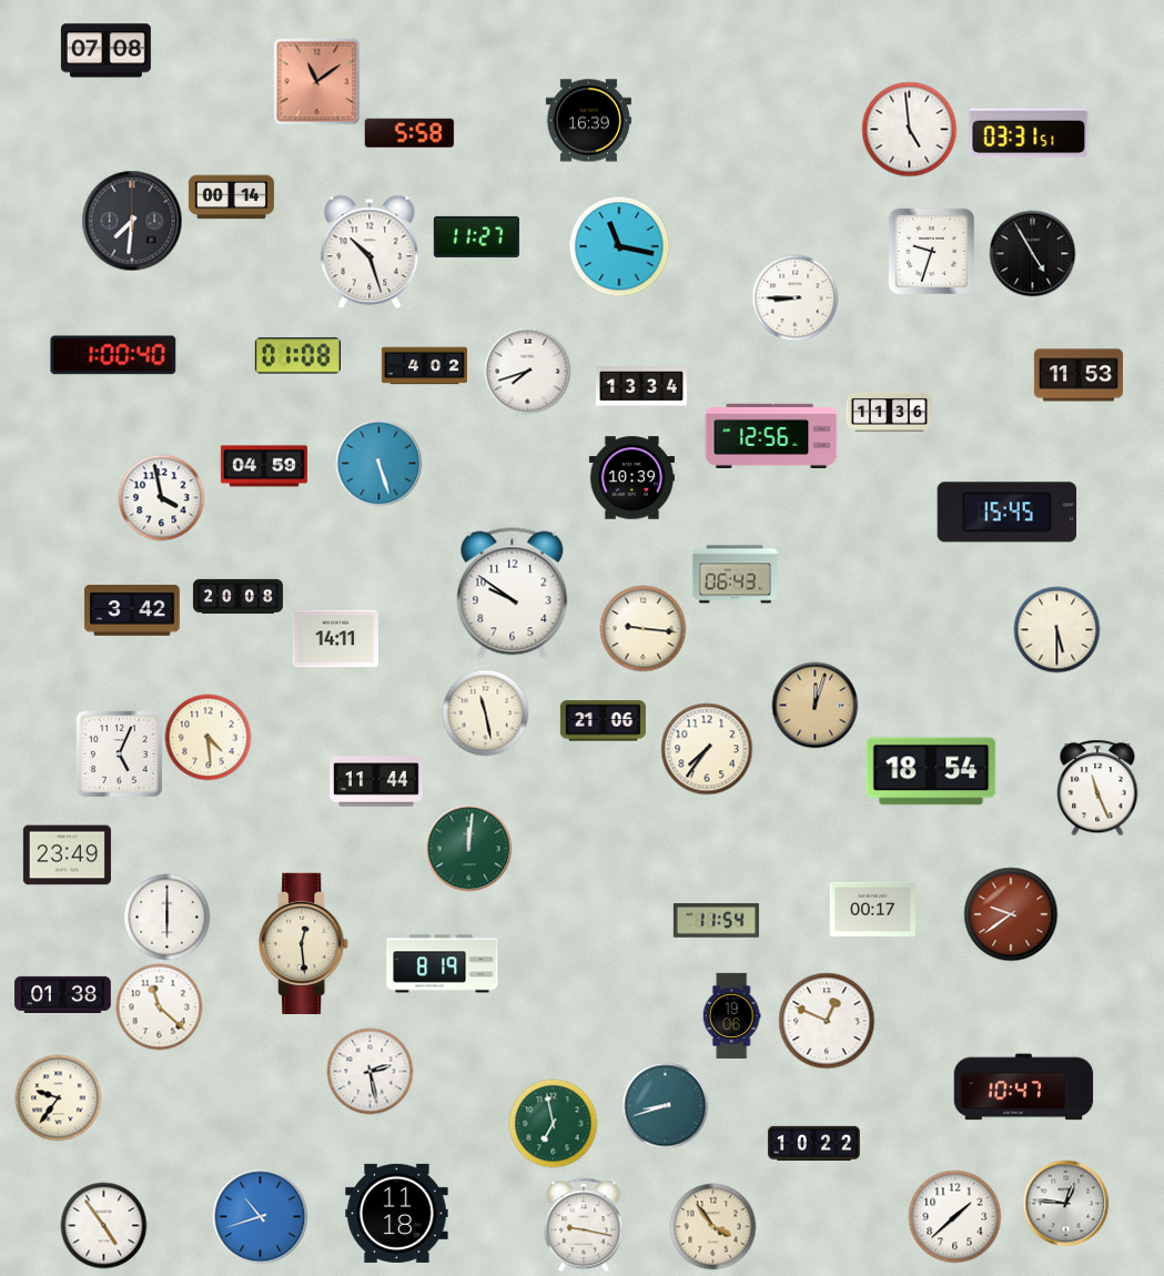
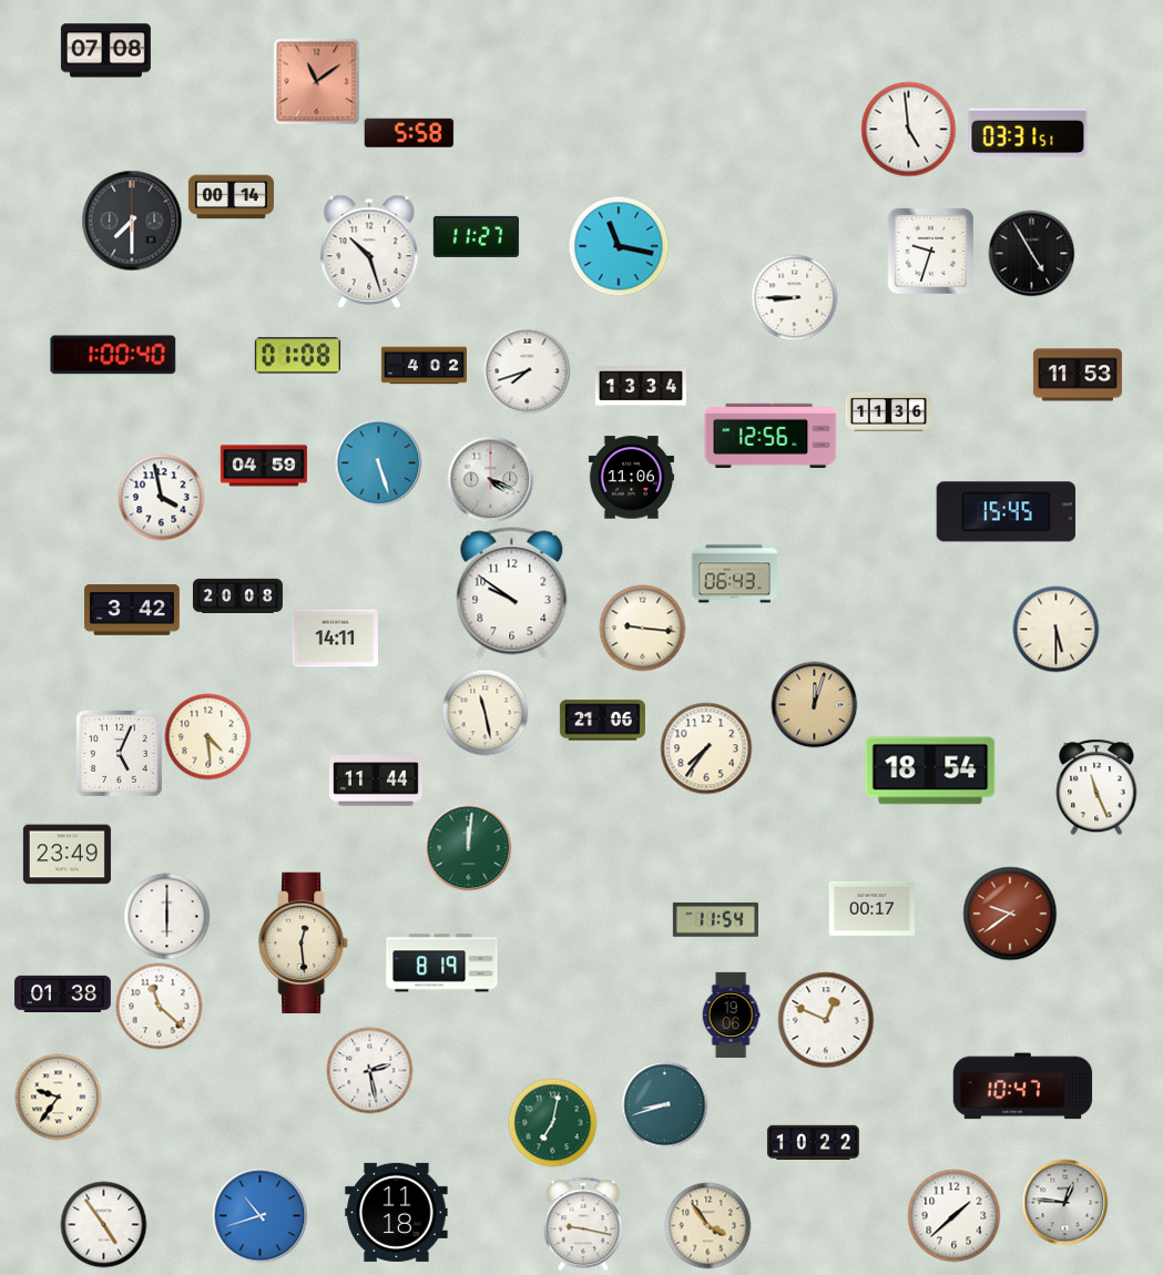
clock at (588, 121): 16:39 -> none
clock at (132, 221): 7:31 -> 7:30
clock at (631, 478): 10:39 -> 11:06
clock at (490, 479): none -> 4:19
clock at (553, 1123): 6:58 -> 7:02
clock at (712, 1226) position: (712, 1226) -> (707, 1225)
